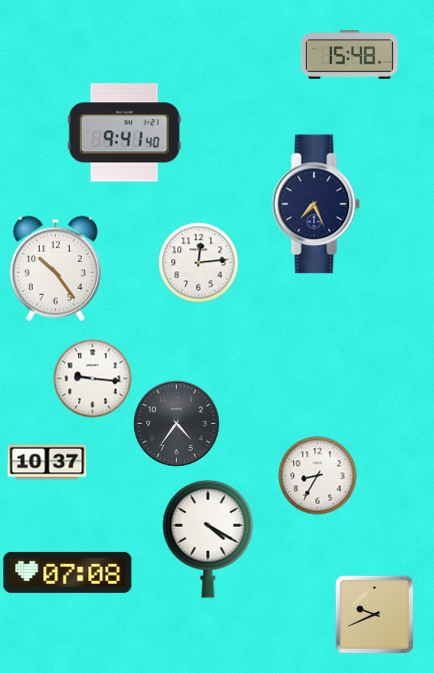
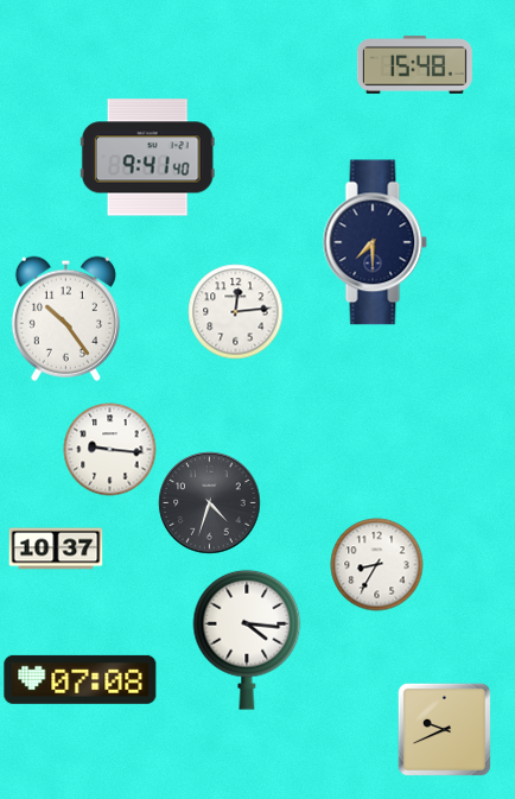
clock at (316, 204): 7:26 -> 7:30
clock at (176, 423): 4:36 -> 4:33
clock at (208, 539): 4:20 -> 4:16
